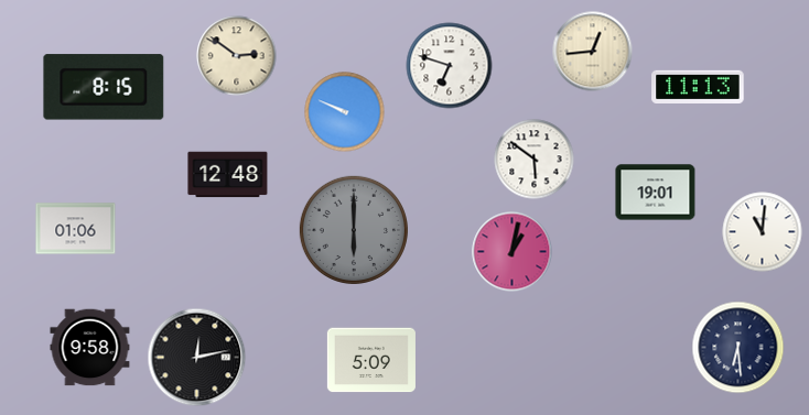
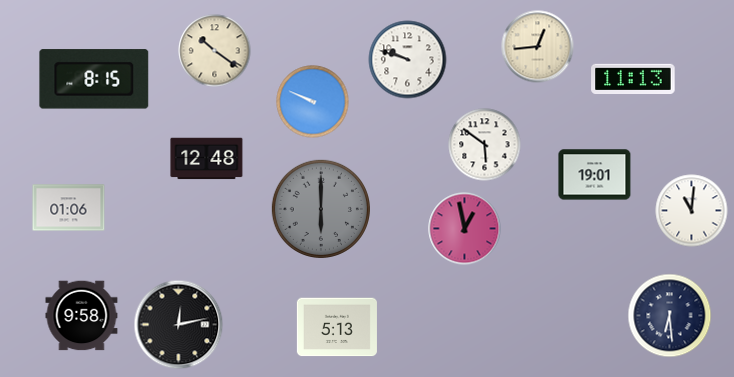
clock at (237, 56): 2:51 -> 10:21
clock at (450, 66): 6:48 -> 9:48
clock at (513, 252): 1:02 -> 12:58
clock at (371, 360): 5:09 -> 5:13
